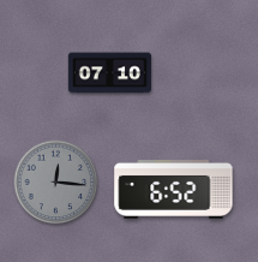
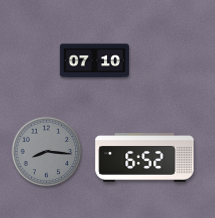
clock at (109, 73) position: (109, 73) -> (94, 61)
clock at (56, 183): 12:16 -> 8:16
